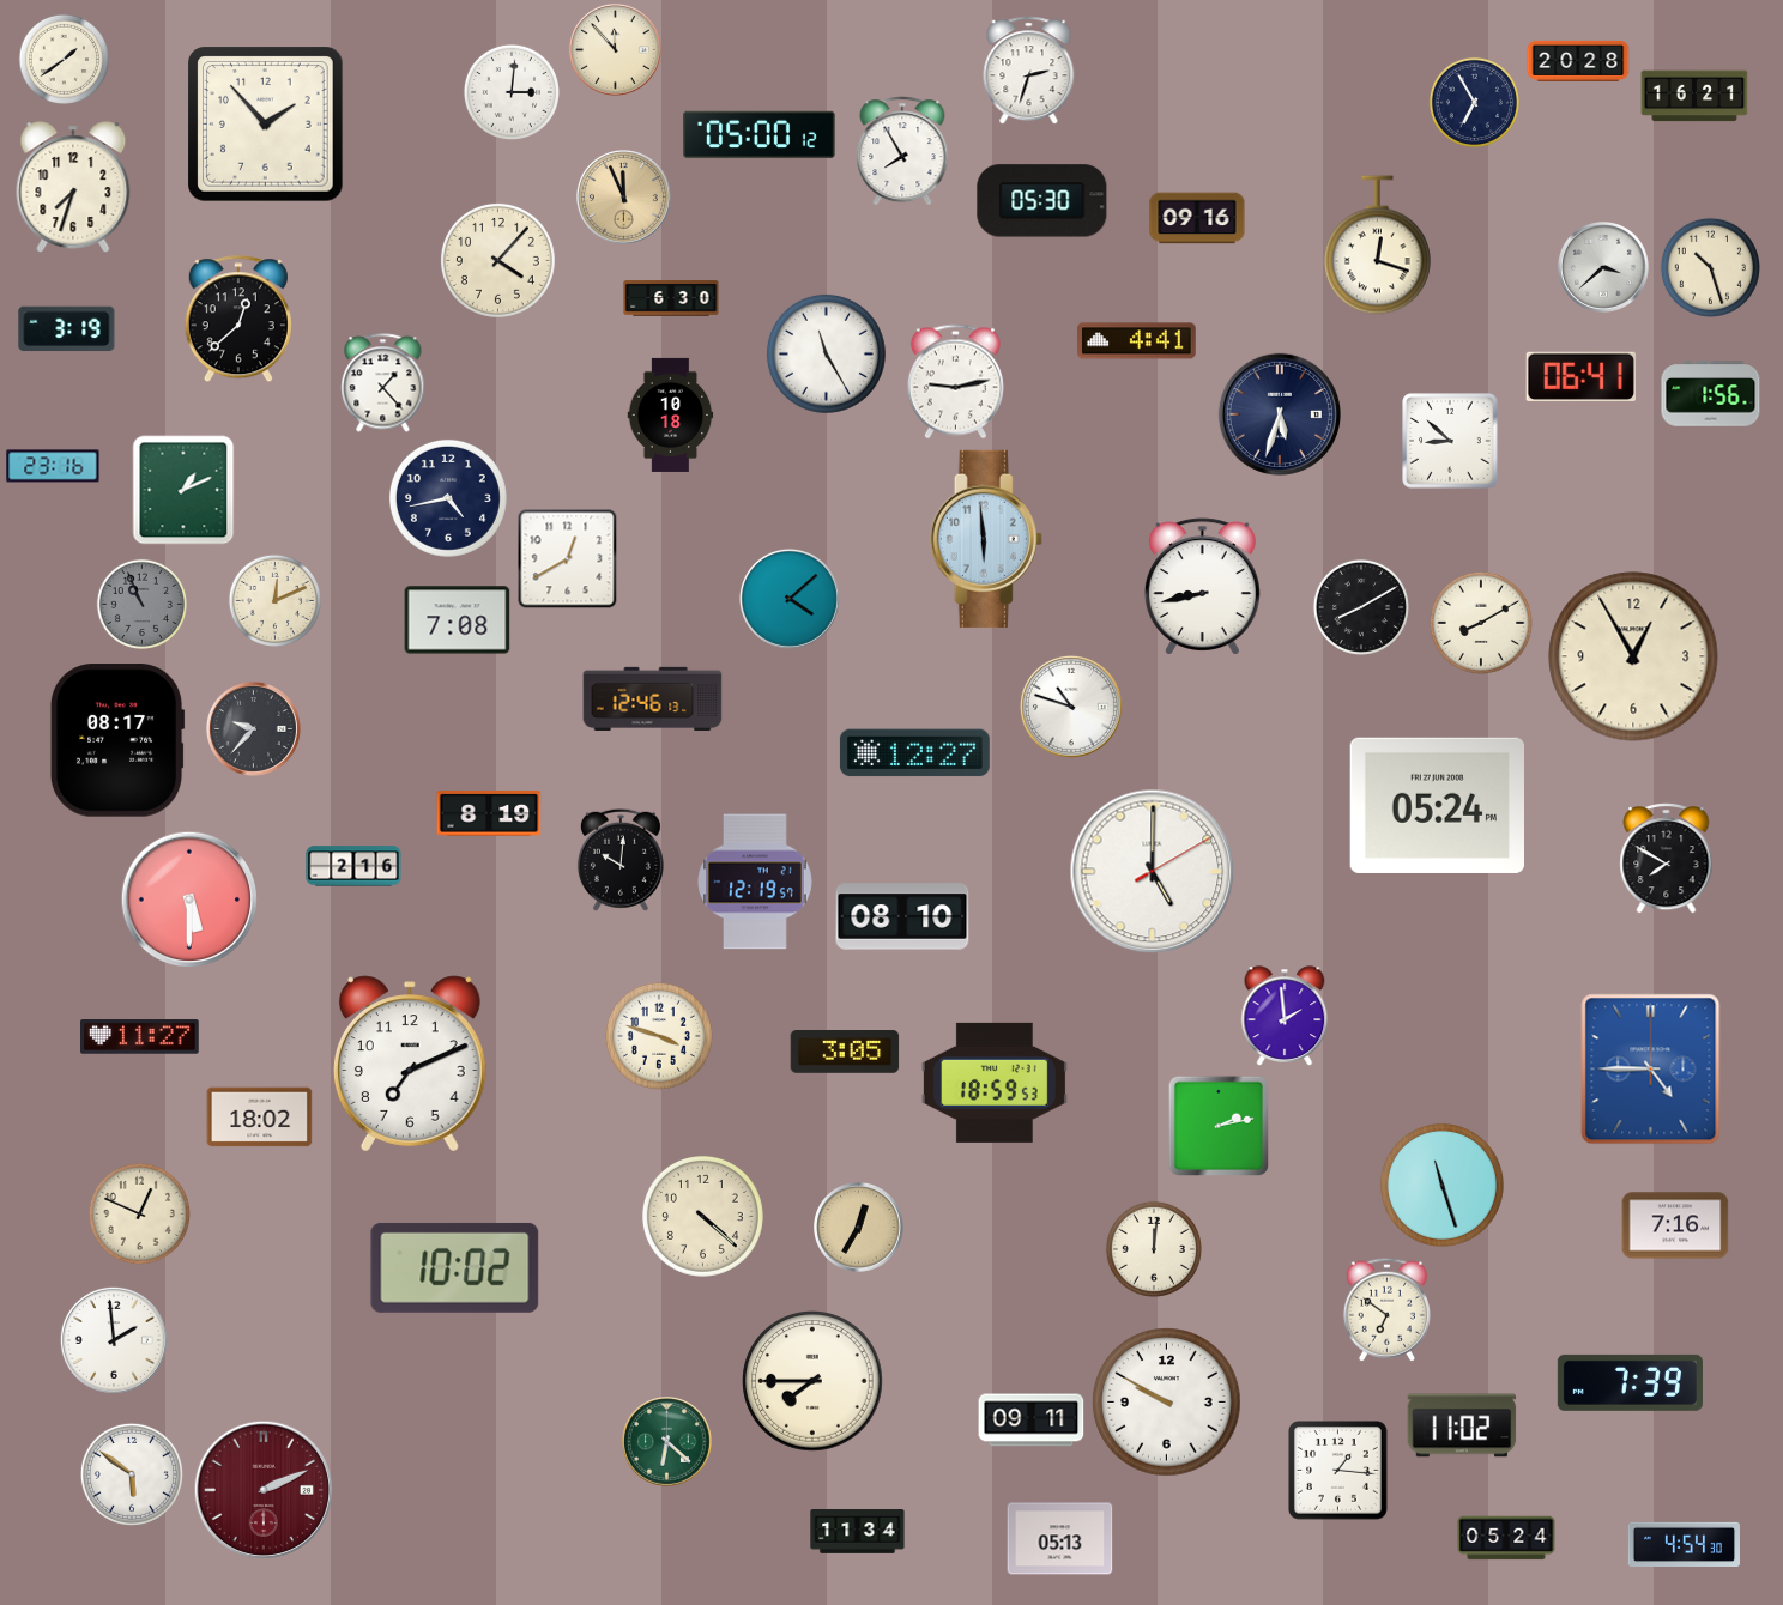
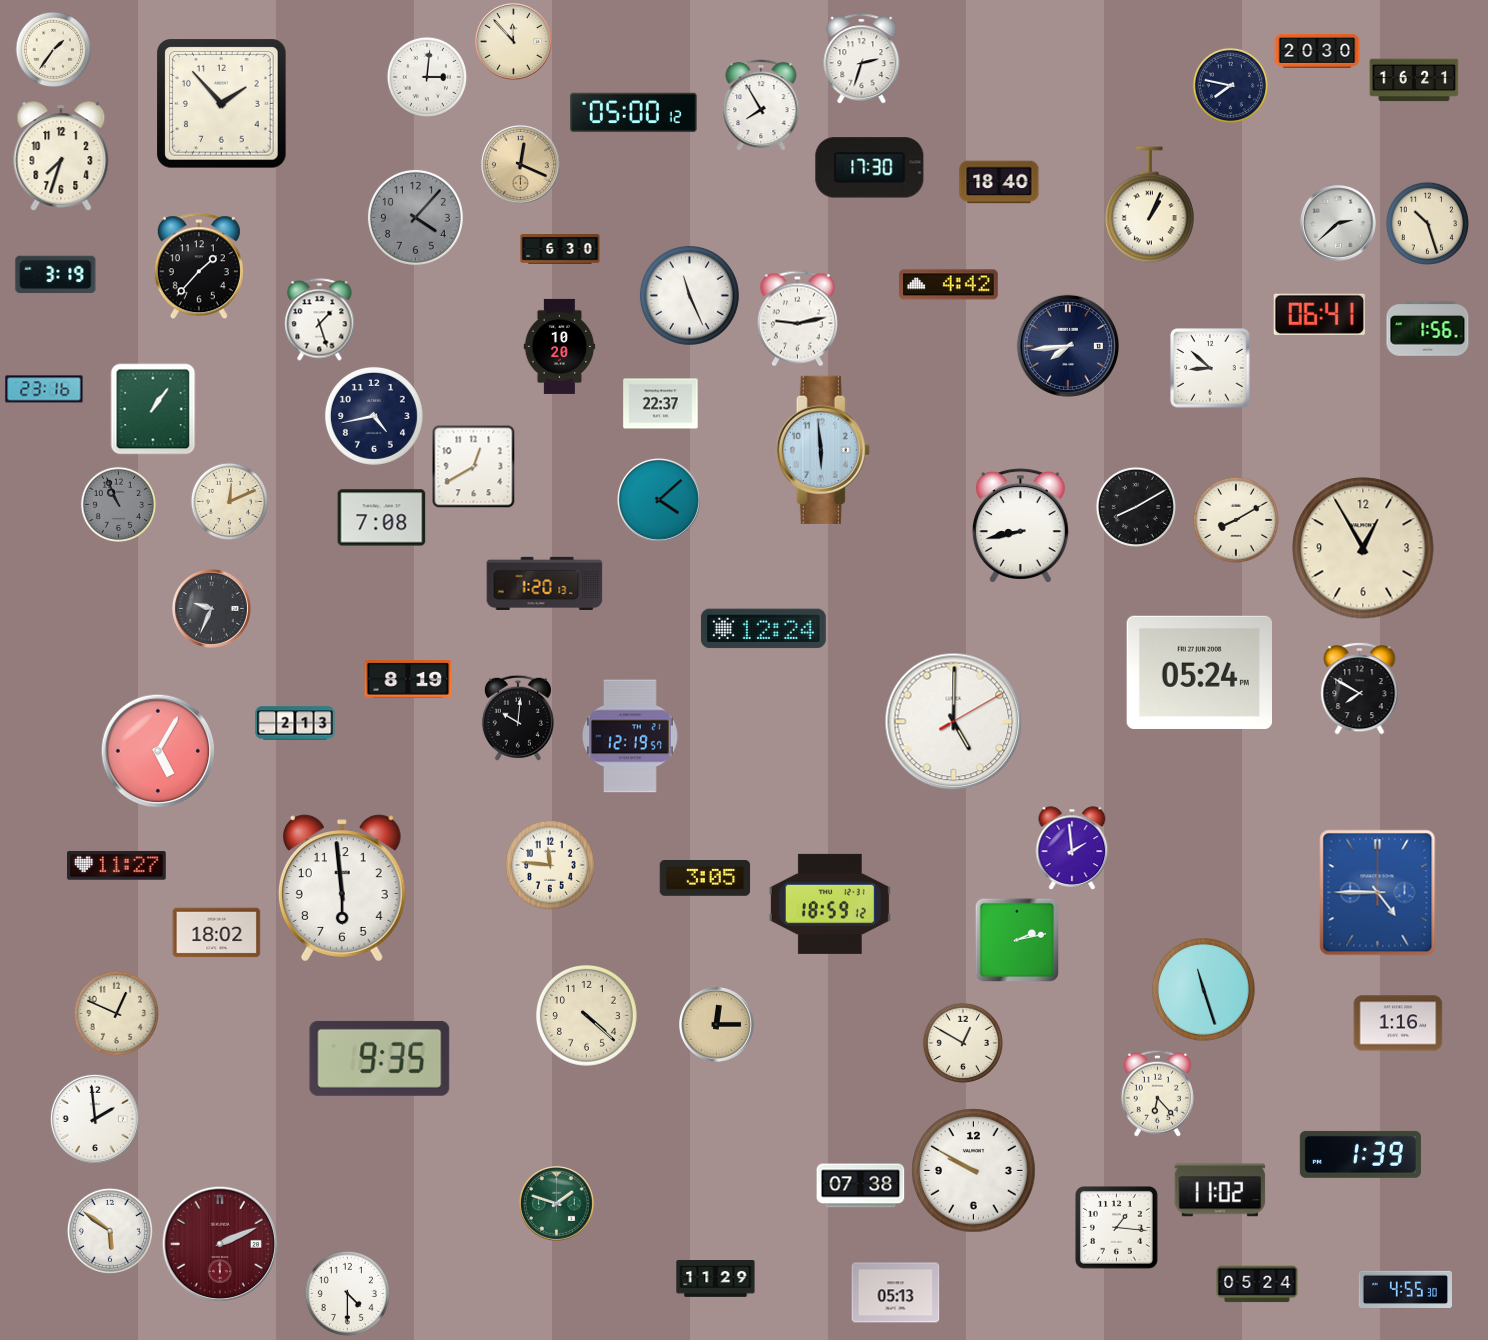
clock at (64, 59): 1:39 -> 1:36
clock at (1578, 61): 20:28 -> 20:30
clock at (1029, 71) position: (1029, 71) -> (862, 59)
clock at (1474, 102): 6:55 -> 7:47
clock at (902, 151) position: (902, 151) -> (761, 105)
clock at (623, 196): 11:56 -> 12:19
clock at (1042, 201): 05:30 -> 17:30
clock at (1197, 218): 09:16 -> 18:40
clock at (1378, 246): 12:18 -> 1:04
clock at (497, 260) dial: cream -> grey
clock at (1604, 268): 3:38 -> 2:38
clock at (238, 320): 12:38 -> 1:37
clock at (1137, 341): 4:41 -> 4:42
clock at (826, 353): 11:25 -> 11:26
clock at (383, 383): 1:23 -> 1:27
clock at (671, 414): 10:18 -> 10:20
clock at (1280, 414): 5:33 -> 7:44
clock at (661, 404): none -> 22:37
clock at (183, 490): 1:11 -> 1:06
clock at (1202, 587) position: (1202, 587) -> (1020, 526)
clock at (653, 698): 12:46 -> 1:20
clock at (1071, 707): 10:48 -> none
clock at (253, 728): 9:37 -> 9:34
clock at (117, 740): 08:17 -> none
clock at (914, 753): 12:27 -> 12:24
clock at (1667, 859) position: (1667, 859) -> (1360, 689)
clock at (353, 866): 2:16 -> 2:13
clock at (1153, 872) position: (1153, 872) -> (954, 722)
clock at (188, 898): 5:30 -> 5:05
clock at (902, 916): 08:10 -> none
clock at (659, 1036): 3:48 -> 11:46
clock at (410, 1064): 7:11 -> 5:59
clock at (995, 1083): 18:59:53 -> 18:59:12
clock at (1675, 1225): 7:16 -> 1:16
clock at (859, 1228): 12:35 -> 12:15
clock at (1154, 1249): 12:01 -> 12:50
clock at (455, 1267): 10:02 -> 9:35
clock at (1386, 1309): 6:51 -> 6:23
clock at (812, 1381): 7:45 -> none
clock at (1630, 1382): 7:39 -> 1:39
clock at (1032, 1421): 09:11 -> 07:38
clock at (667, 1442): 6:22 -> 1:48
clock at (858, 1532): 11:34 -> 11:29
clock at (1060, 1539) position: (1060, 1539) -> (896, 1293)
clock at (1684, 1545): 4:54 -> 4:55
clock at (347, 1293): none -> 4:30
